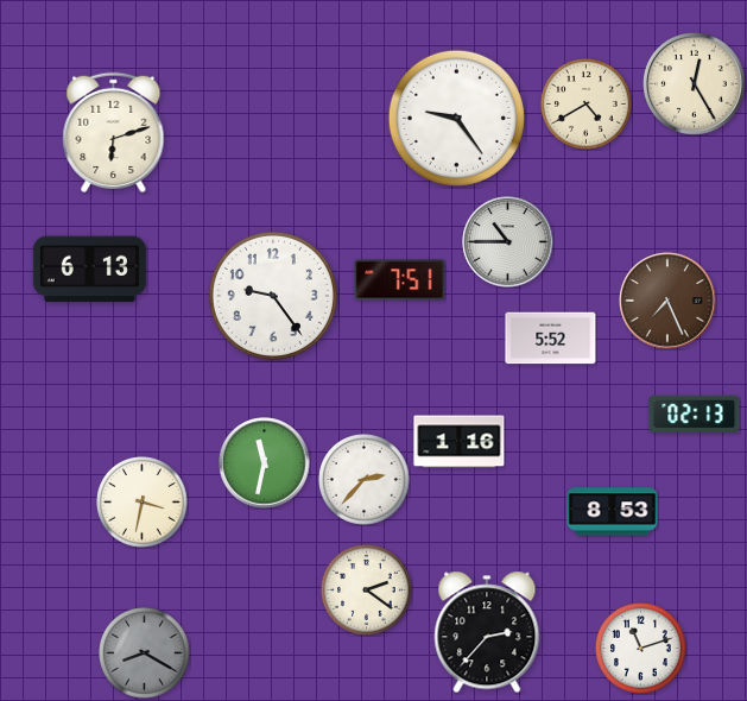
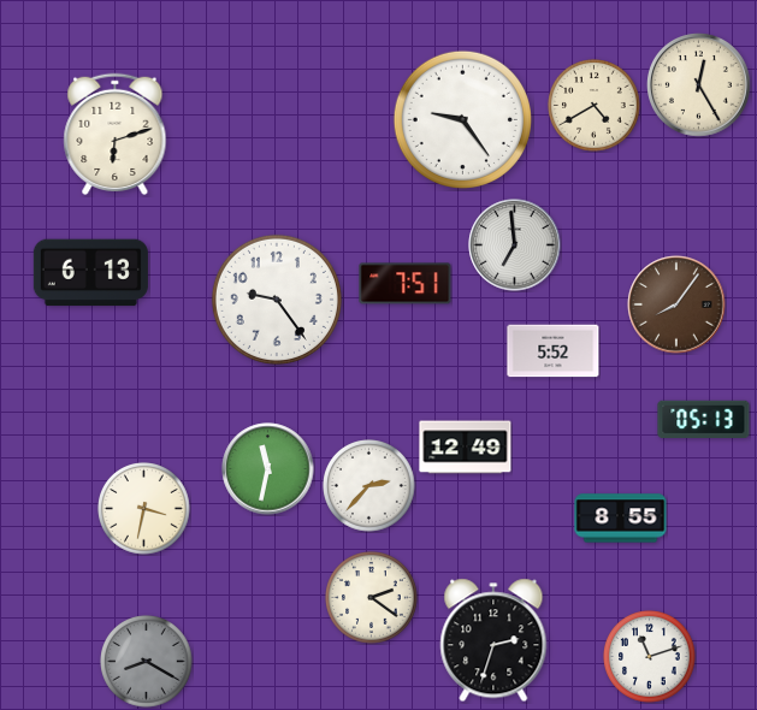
clock at (695, 84) position: (695, 84) -> (699, 85)
clock at (508, 242): 10:45 -> 6:59
clock at (667, 301): 7:26 -> 8:06
clock at (551, 339) position: (551, 339) -> (554, 351)
clock at (695, 415): 02:13 -> 05:13
clock at (460, 442): 1:16 -> 12:49
clock at (613, 512): 8:53 -> 8:55
clock at (487, 632): 2:37 -> 2:33
